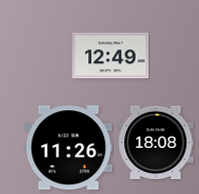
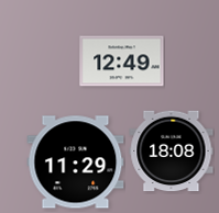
clock at (156, 143) position: (156, 143) -> (172, 152)
clock at (69, 148): 11:26 -> 11:29
